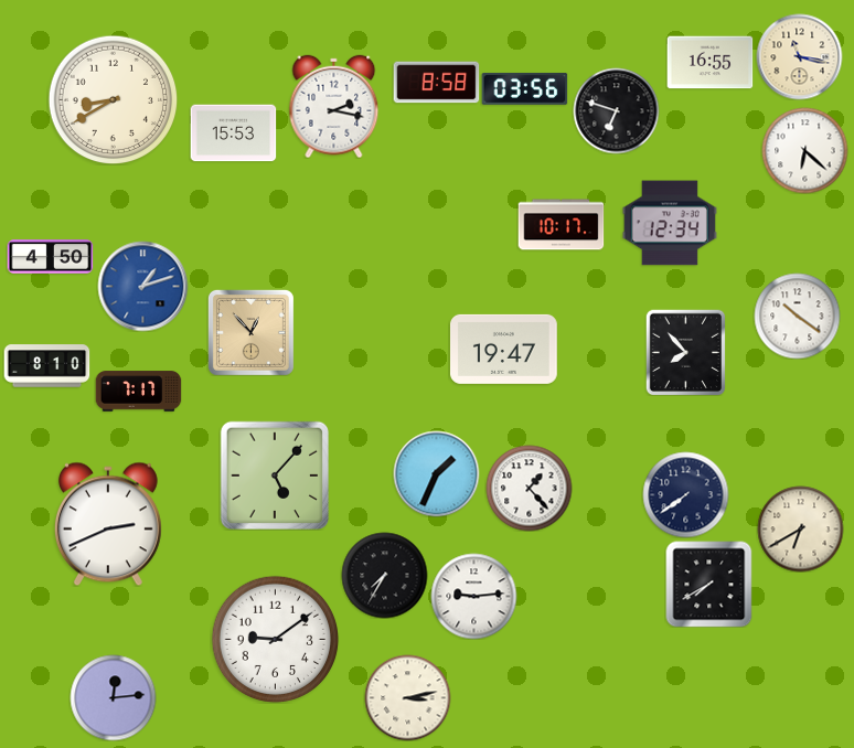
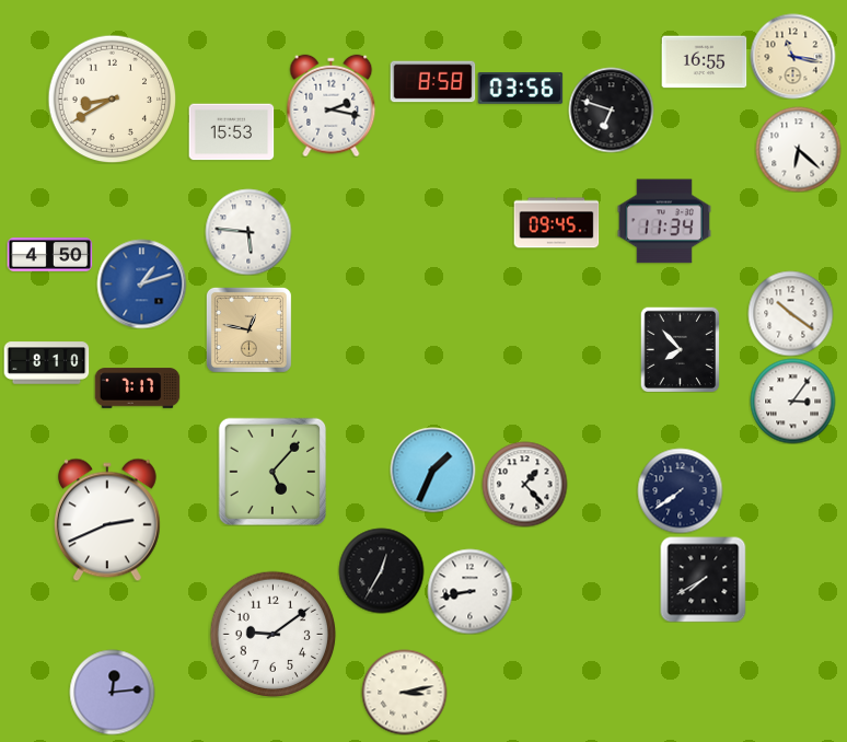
clock at (670, 223): 12:34 -> 11:34
clock at (561, 225): 10:17 -> 09:45
clock at (248, 232): none -> 5:46
clock at (250, 332): 12:53 -> 12:47
clock at (504, 349): 19:47 -> none
clock at (792, 401): none -> 3:06
clock at (800, 528): 6:40 -> none
clock at (384, 575): 7:35 -> 12:35
clock at (473, 596): 9:14 -> 8:43
